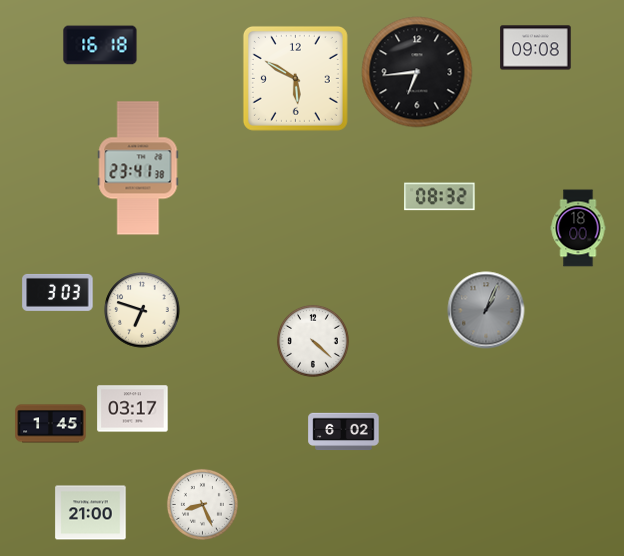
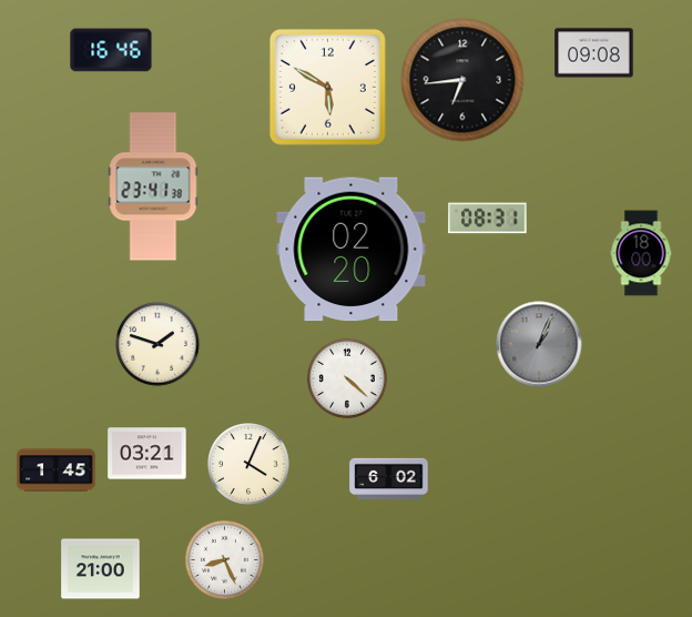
clock at (100, 45): 16:18 -> 16:46
clock at (440, 197): 08:32 -> 08:31
clock at (352, 250): none -> 02:20
clock at (58, 292): 3:03 -> none
clock at (142, 310): 6:48 -> 1:48
clock at (133, 409): 03:17 -> 03:21
clock at (248, 464): none -> 4:04
clock at (344, 432) position: (344, 432) -> (389, 479)
